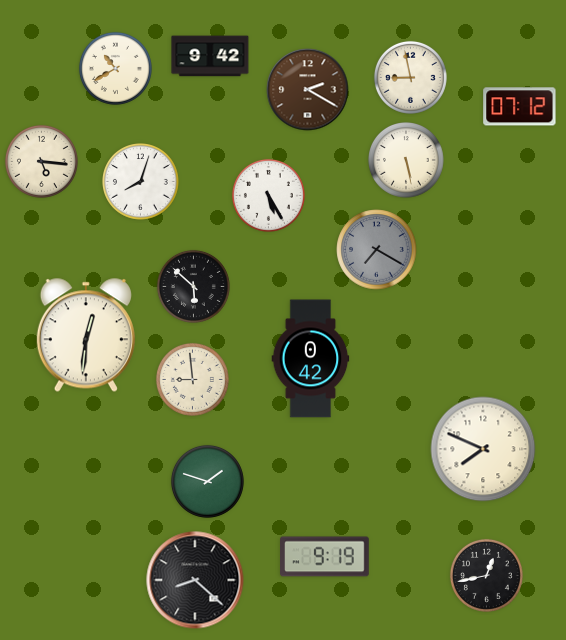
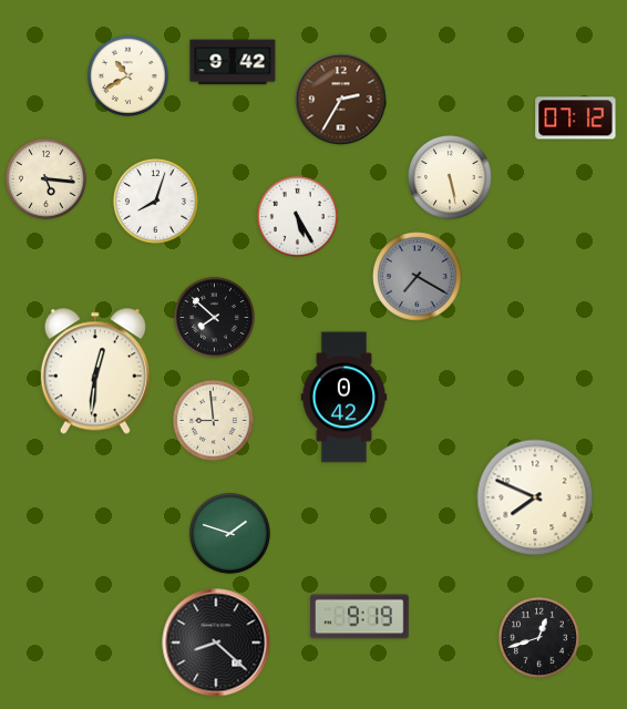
clock at (410, 77): 8:58 -> none
clock at (308, 90): 2:20 -> 2:35
clock at (193, 286): 5:52 -> 7:52
clock at (486, 575): 12:43 -> 12:42
